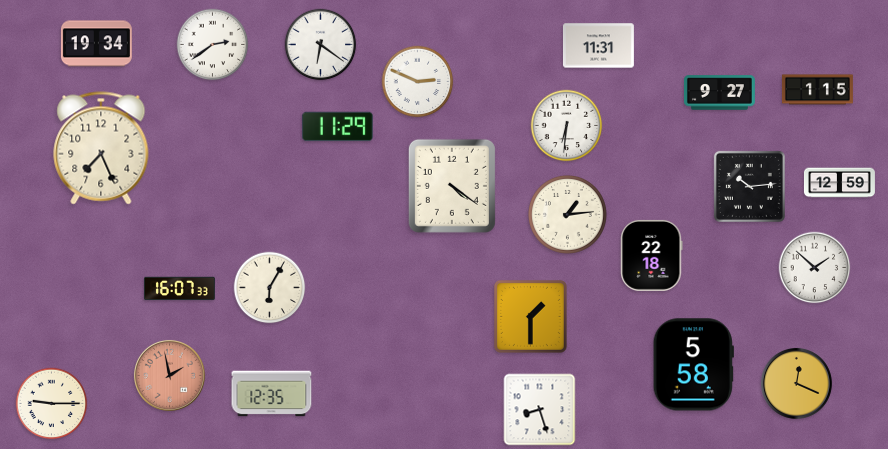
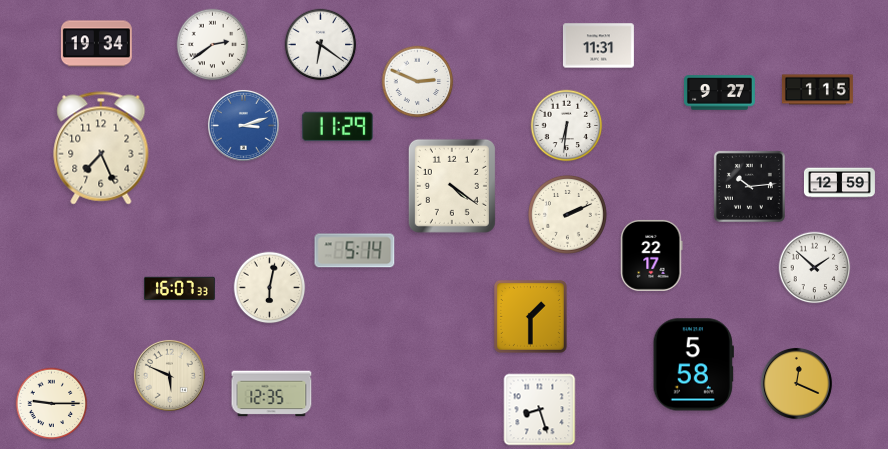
clock at (243, 125): none -> 3:12
clock at (568, 215): 1:14 -> 2:11
clock at (355, 251): none -> 5:14
clock at (652, 255): 22:18 -> 22:17
clock at (270, 288): 6:05 -> 6:02
clock at (169, 375): 1:58 -> 5:49
clock at (169, 375) dial: salmon -> cream
